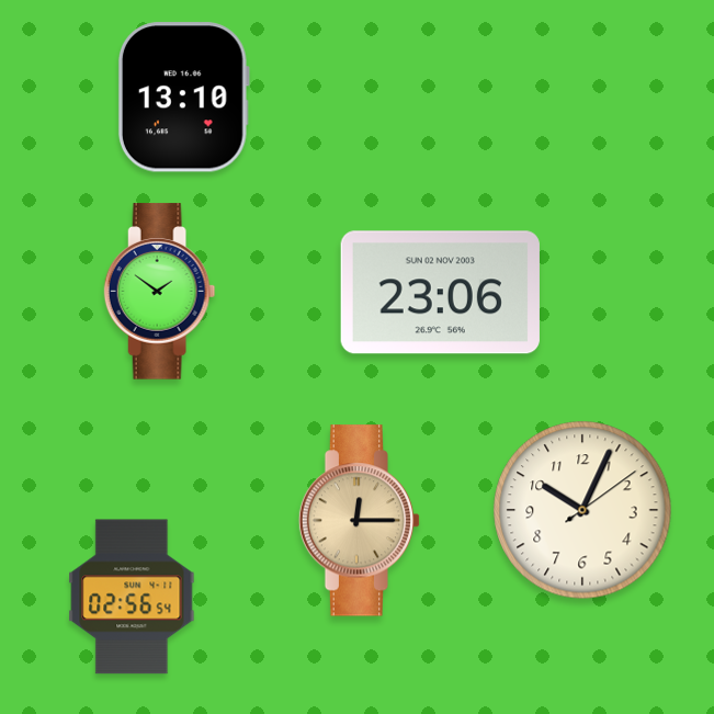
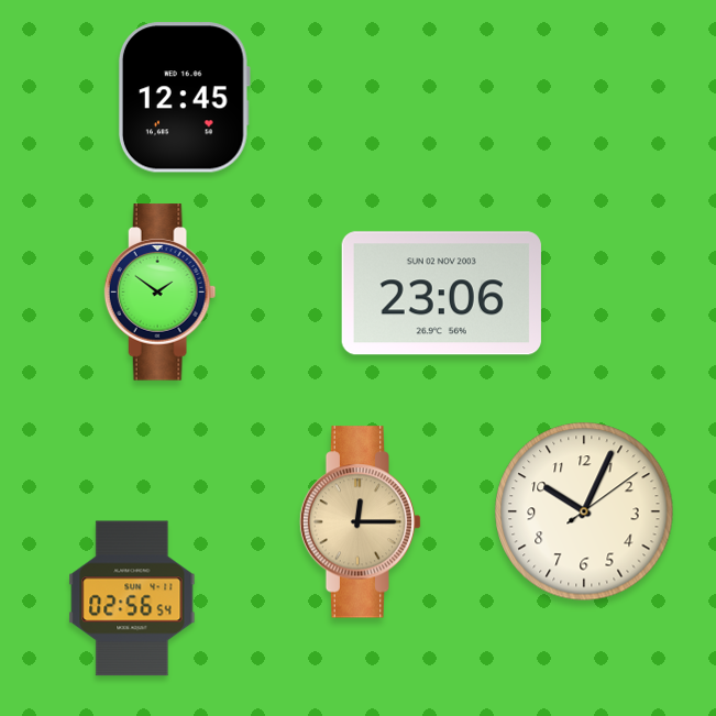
clock at (183, 98): 13:10 -> 12:45
